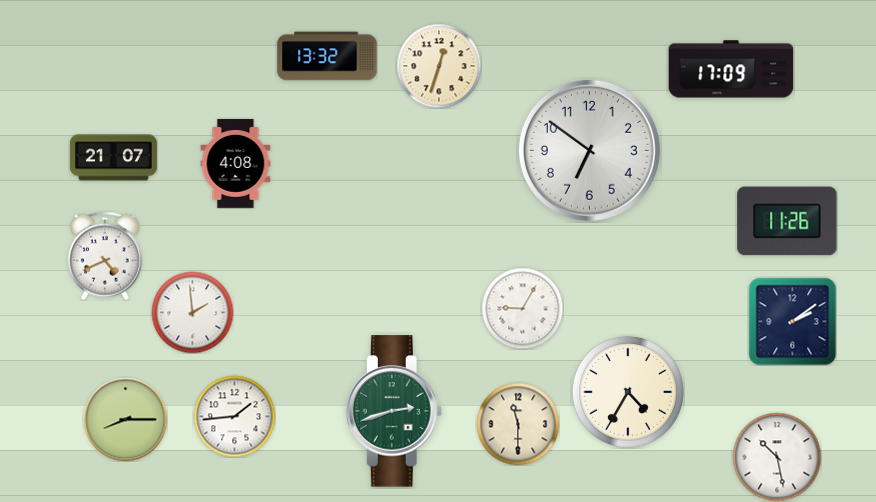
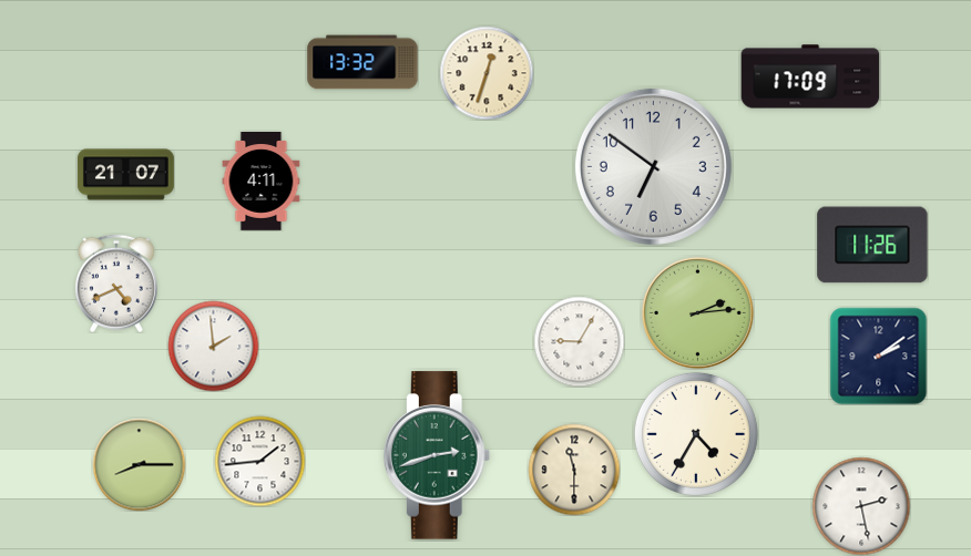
clock at (236, 164): 4:08 -> 4:11
clock at (697, 312): none -> 2:14
clock at (777, 457): 10:28 -> 2:28
